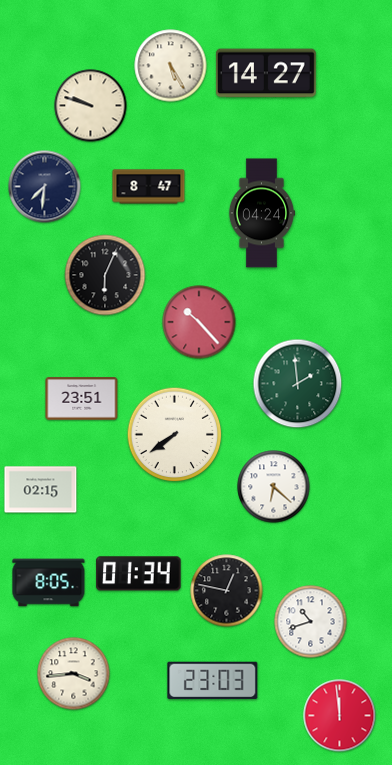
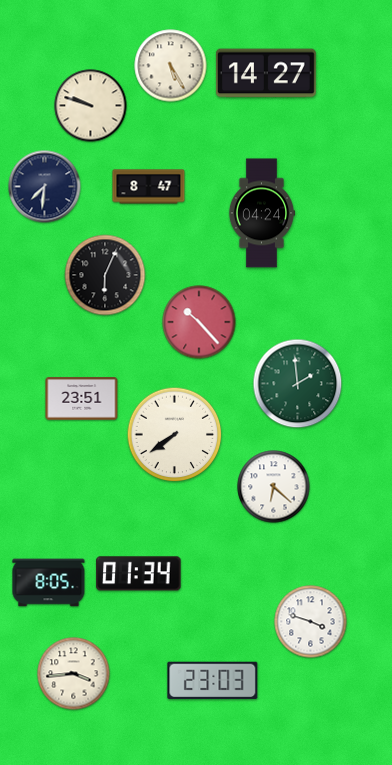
clock at (41, 490): 02:15 -> none
clock at (227, 591): 12:47 -> none
clock at (311, 622): 10:42 -> 3:48
clock at (340, 716): 11:59 -> none
